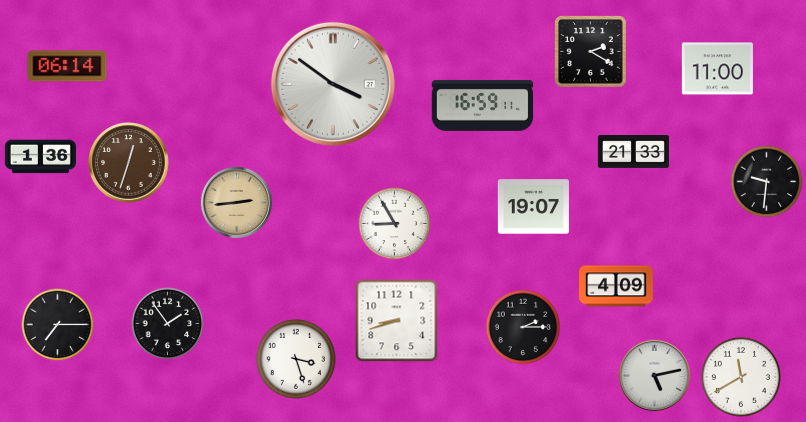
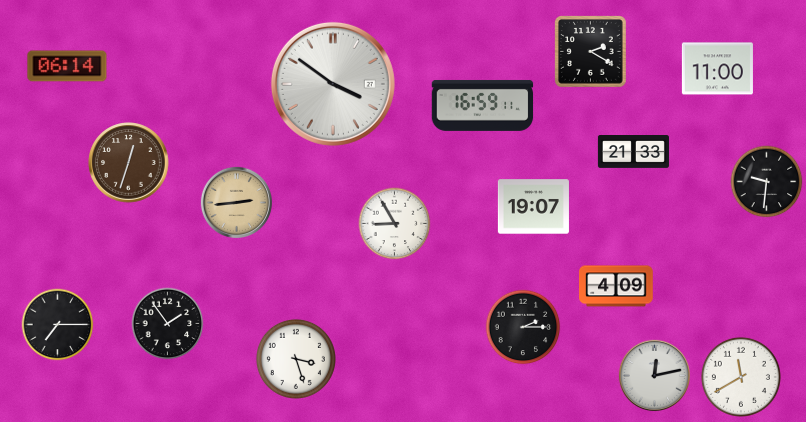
clock at (40, 157): 1:36 -> none
clock at (397, 321): 8:42 -> none
clock at (654, 375): 5:13 -> 12:13
